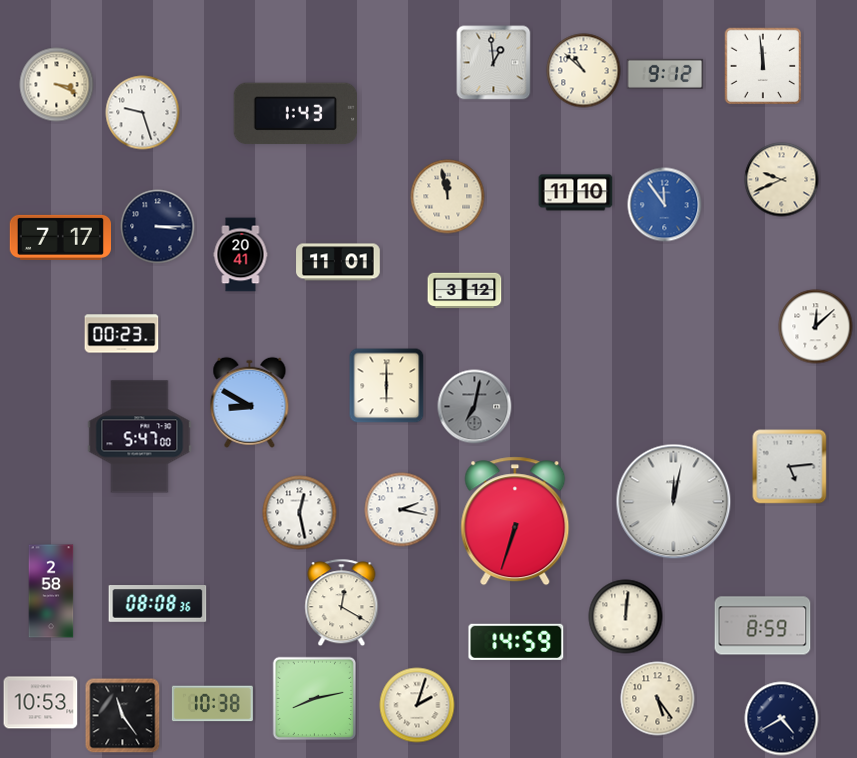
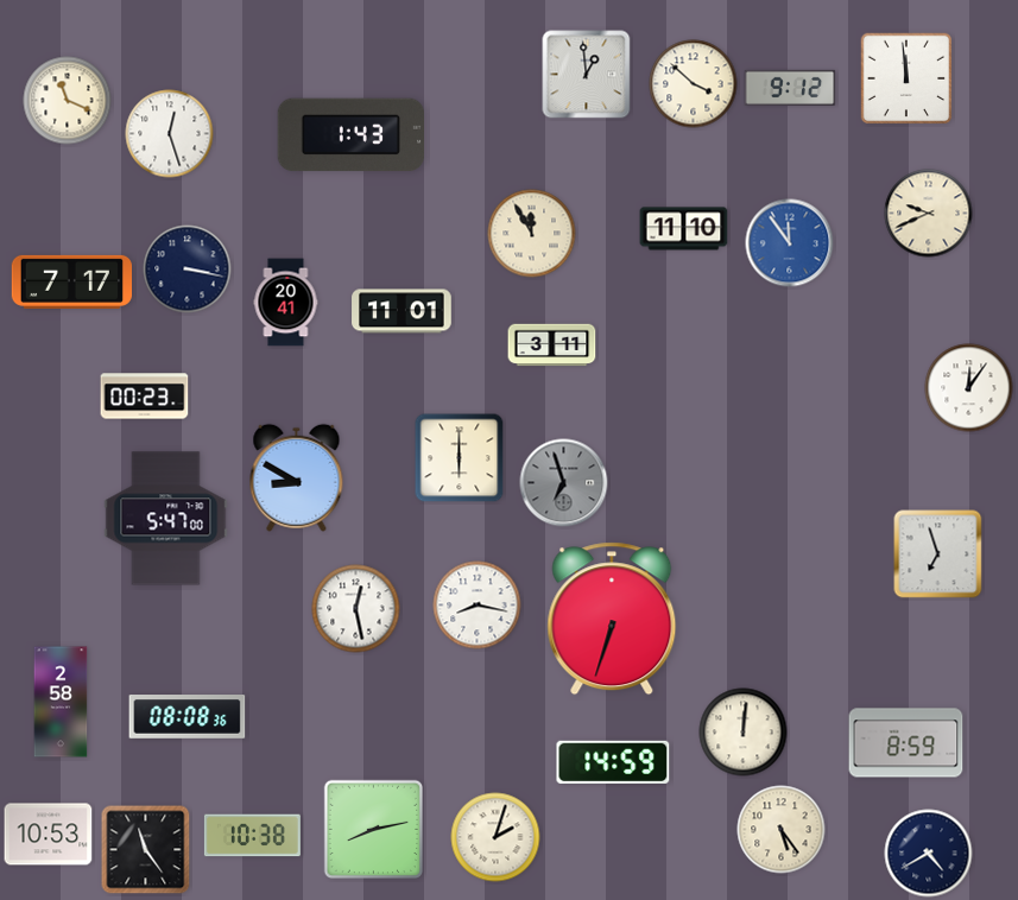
clock at (584, 71): 10:52 -> 3:52
clock at (57, 85): 3:19 -> 11:19
clock at (143, 113): 9:27 -> 12:27
clock at (448, 197): 11:58 -> 11:55
clock at (158, 227): 3:15 -> 3:17
clock at (465, 291): 3:12 -> 3:11
clock at (816, 327): 12:08 -> 12:06
clock at (475, 407): 7:02 -> 6:57
clock at (790, 467): 5:14 -> 6:57
clock at (674, 502): 12:02 -> none
clock at (402, 510): 2:17 -> 8:17
clock at (342, 603): 12:20 -> none
